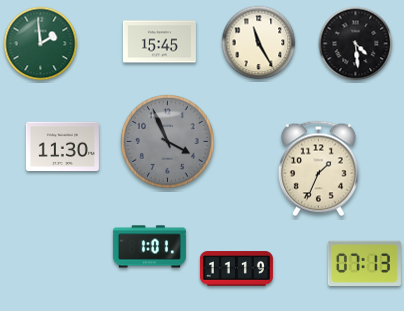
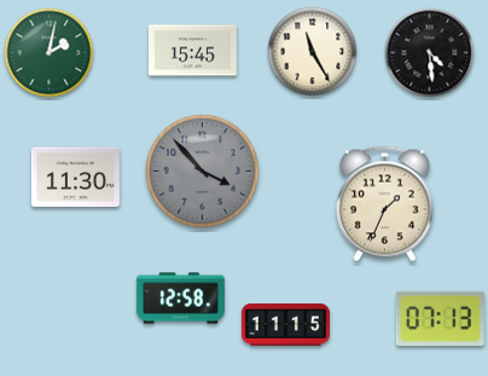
clock at (41, 44): 1:59 -> 2:02
clock at (167, 141): 3:56 -> 3:53
clock at (149, 247): 1:01 -> 12:58
clock at (236, 269): 11:19 -> 11:15
